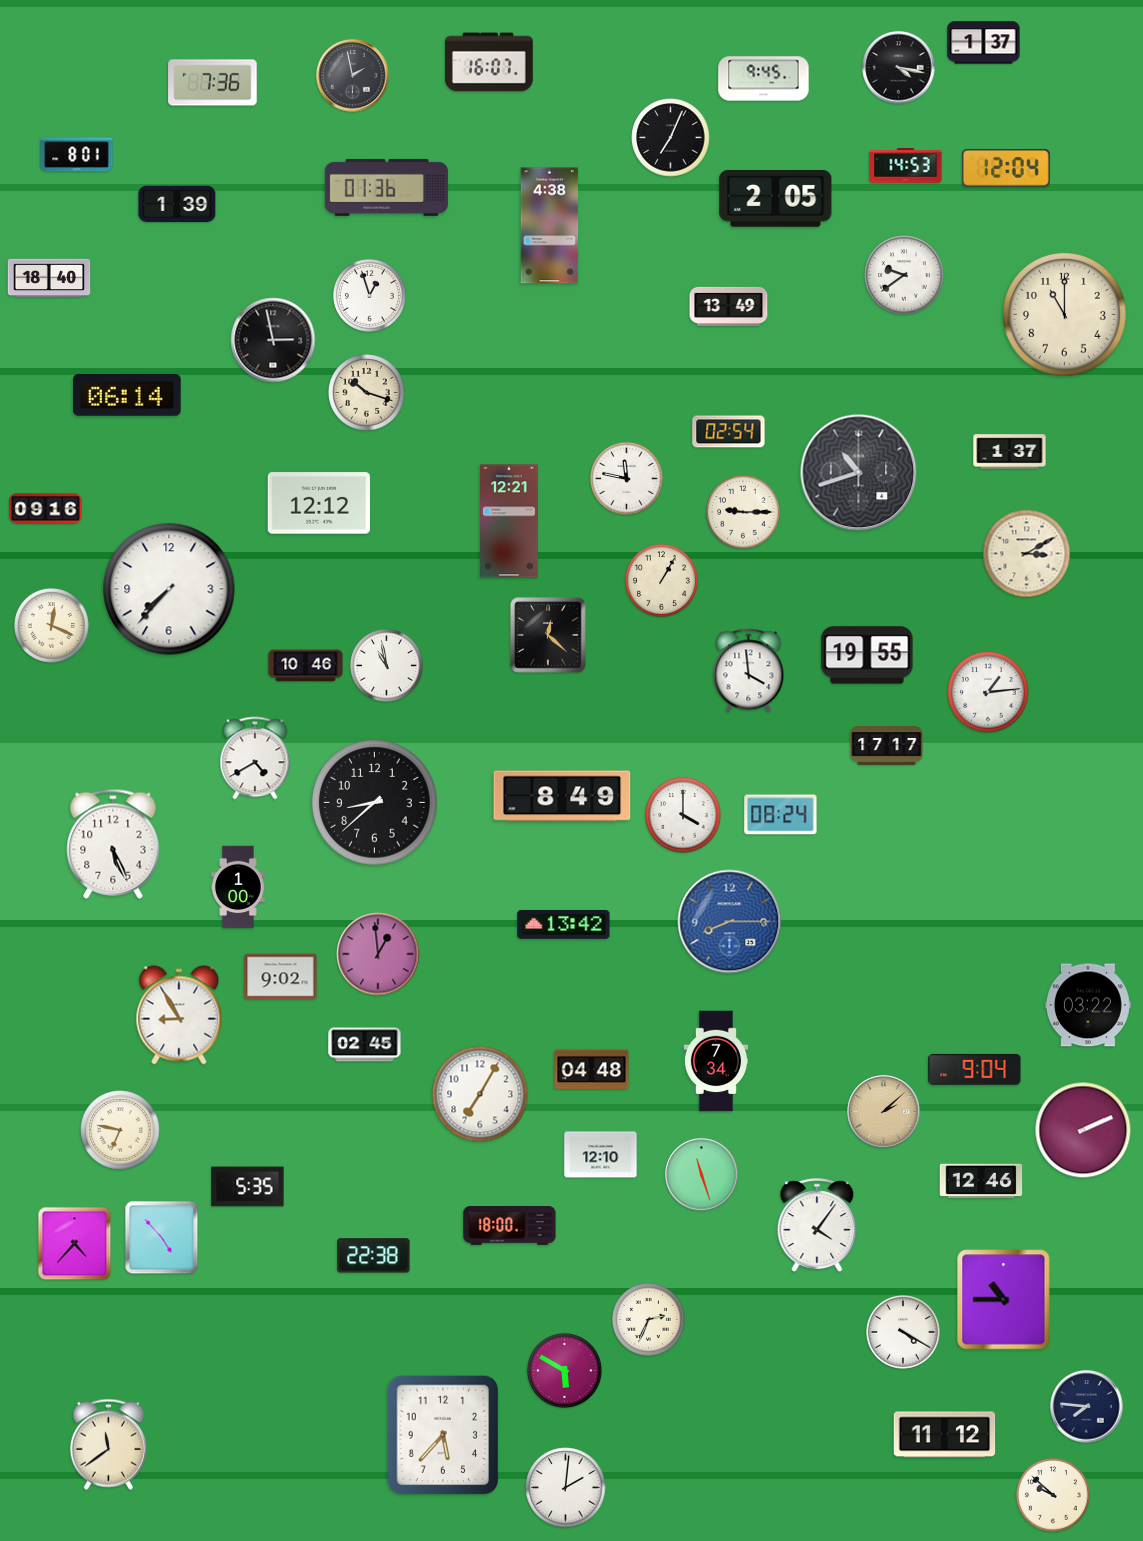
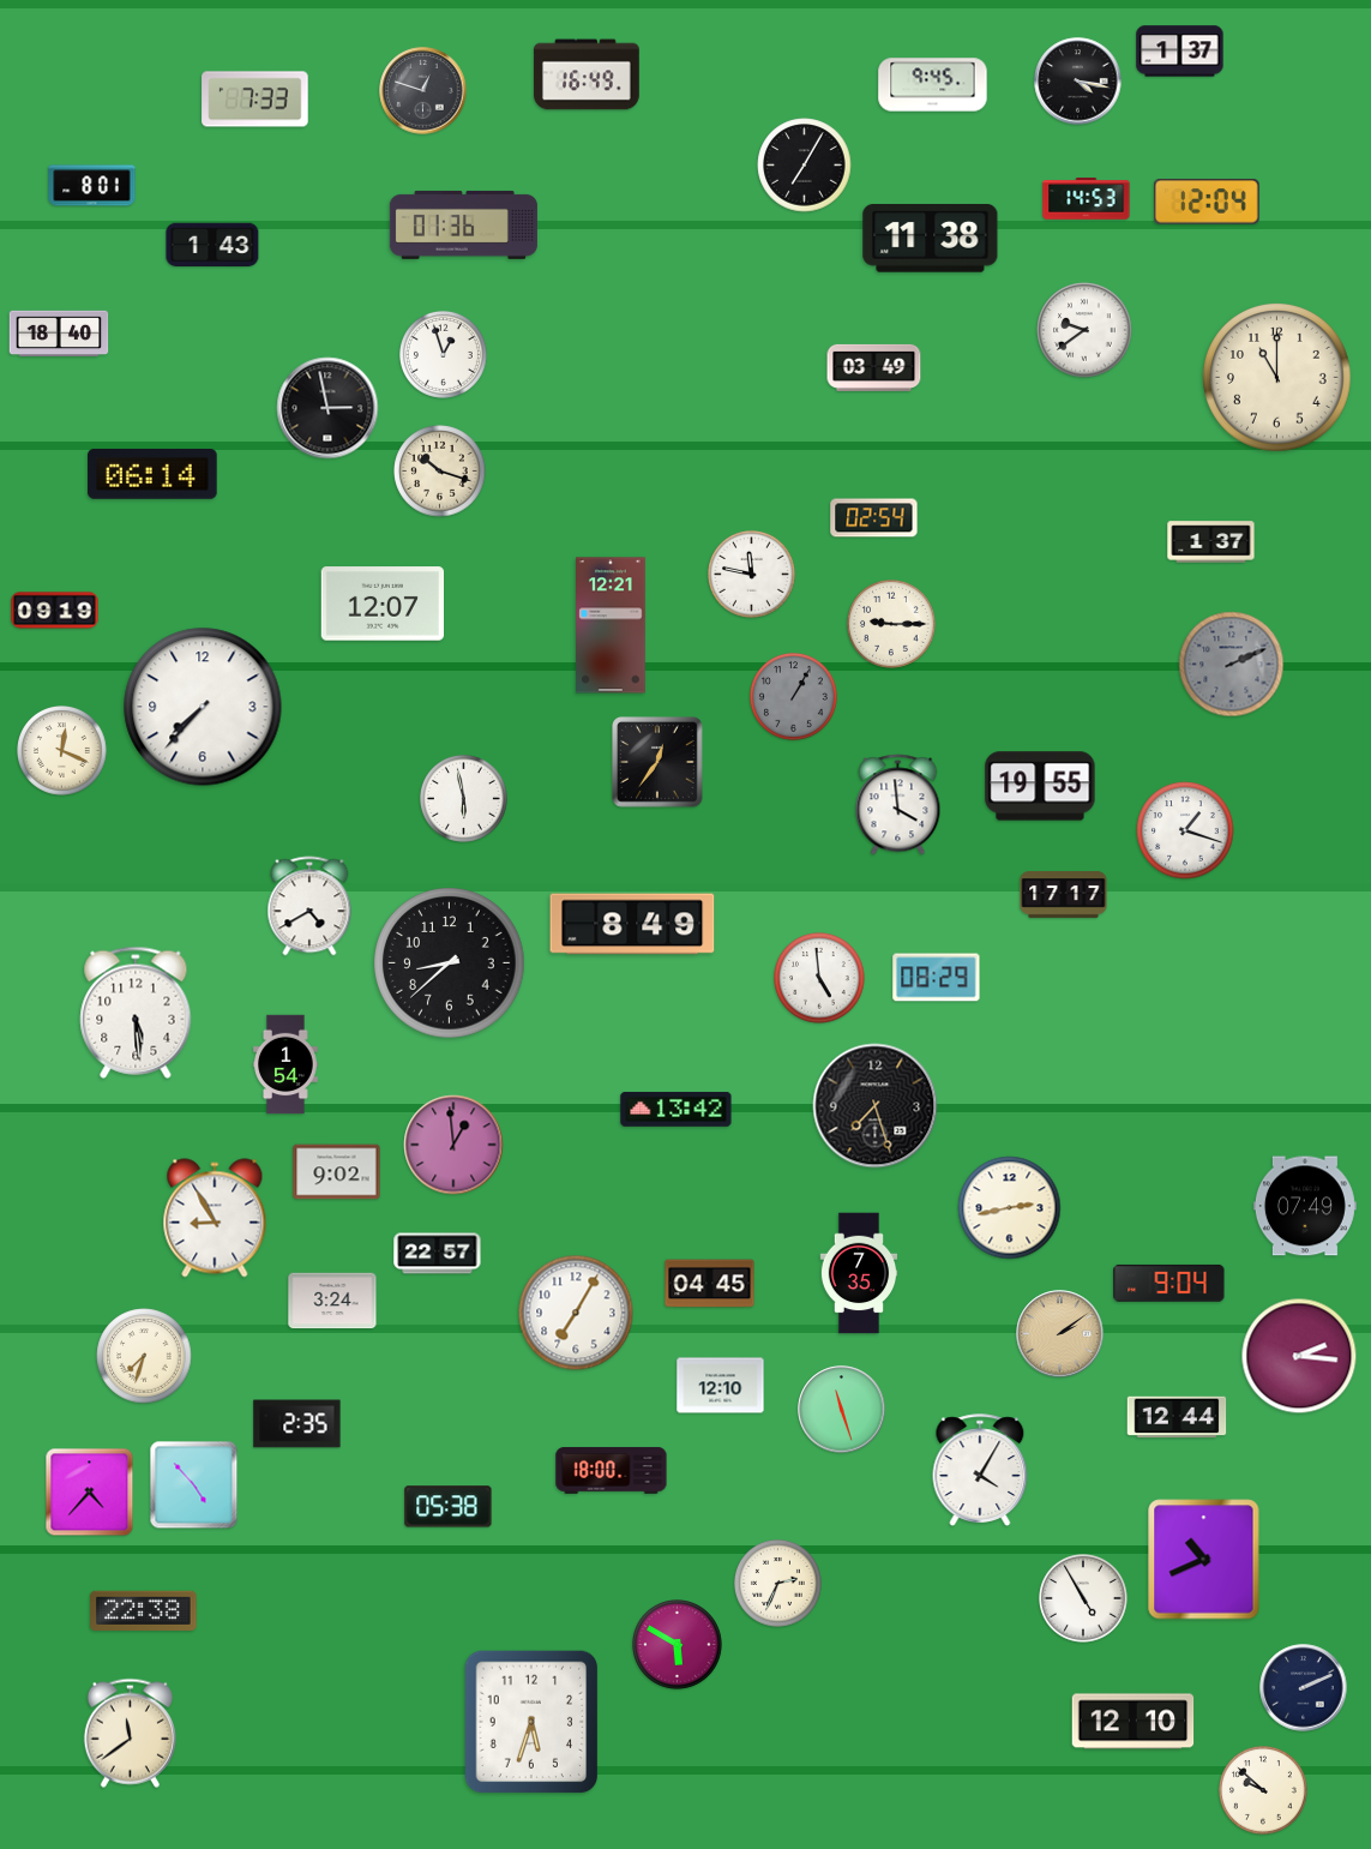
clock at (489, 62): 16:07 -> 16:49
clock at (353, 76): 1:58 -> 12:48
clock at (764, 79) position: (764, 79) -> (933, 85)
clock at (213, 83): 7:36 -> 7:33
clock at (671, 138): 7:04 -> 7:05
clock at (776, 199): 2:05 -> 11:38
clock at (177, 204): 1:39 -> 1:43
clock at (550, 226): 4:38 -> none
clock at (729, 306): 13:49 -> 03:49
clock at (859, 473): 10:42 -> none
clock at (318, 503): 12:12 -> 12:07
clock at (46, 509): 09:16 -> 09:19
clock at (744, 513) position: (744, 513) -> (892, 625)
clock at (1027, 554): 3:10 -> 2:11
clock at (1027, 554) dial: cream -> grey
clock at (661, 580) dial: cream -> grey
clock at (549, 636): 12:22 -> 12:36
clock at (386, 665): 10:58 -> 5:58
clock at (306, 666): 10:46 -> none
clock at (988, 692): 1:14 -> 1:18
clock at (255, 758) position: (255, 758) -> (309, 906)
clock at (562, 796) position: (562, 796) -> (632, 924)
clock at (683, 815): 4:00 -> 4:59
clock at (781, 815): 08:24 -> 08:29
clock at (113, 844): 5:26 -> 5:29
clock at (238, 887): 1:00 -> 1:54
clock at (730, 922): 8:15 -> 7:27
clock at (730, 922) dial: blue -> black
clock at (1088, 1005): 03:22 -> 07:49
clock at (1010, 1208): none -> 2:43
clock at (365, 1045): 02:45 -> 22:57
clock at (716, 1061): 7:34 -> 7:35
clock at (592, 1070): 04:48 -> 04:45
clock at (332, 1301): none -> 3:24
clock at (884, 1112): 2:08 -> 2:09
clock at (120, 1130): 6:47 -> 7:33
clock at (1083, 1130): 2:11 -> 2:16
clock at (981, 1181): 12:46 -> 12:44
clock at (248, 1187): 5:35 -> 2:35
clock at (817, 1225): 4:06 -> 4:05
clock at (374, 1256): 22:38 -> 05:38
clock at (1004, 1300): 10:45 -> 10:41
clock at (904, 1333): 4:20 -> 4:55
clock at (144, 1610): none -> 22:38
clock at (1087, 1407): 7:46 -> 2:11
clock at (443, 1435): 5:37 -> 5:33
clock at (945, 1435): 11:12 -> 12:10
clock at (566, 1488): 2:01 -> none
clock at (1054, 1496) position: (1054, 1496) -> (1264, 1791)
